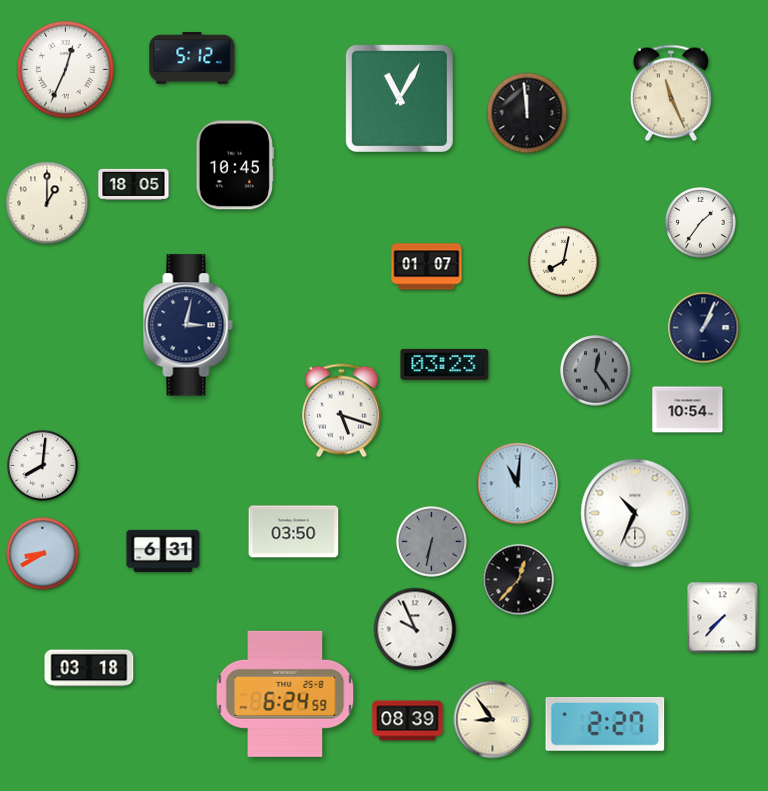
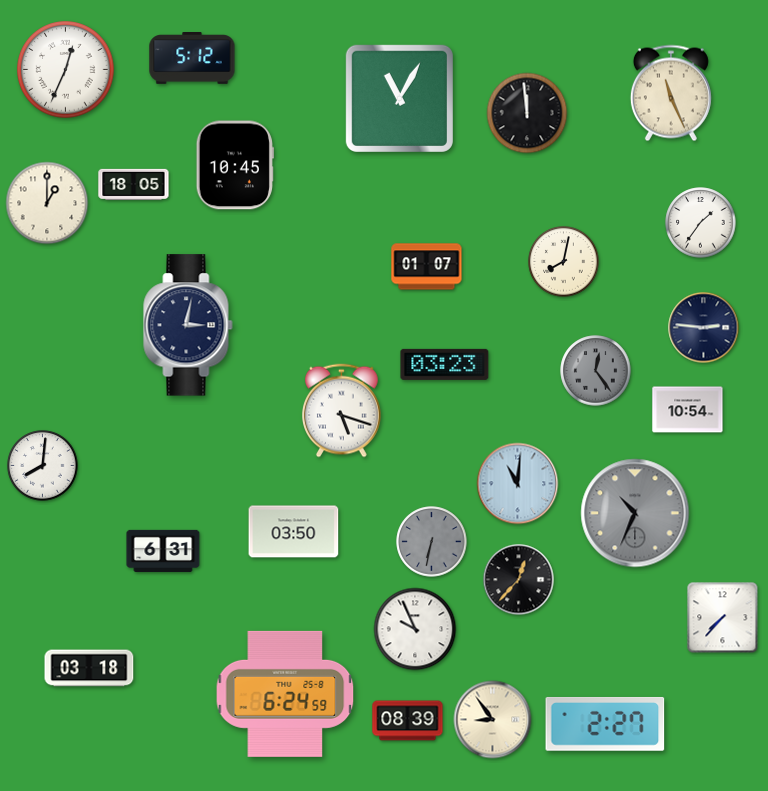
clock at (704, 328): 1:04 -> 2:46
clock at (635, 513) dial: white -> grey
clock at (43, 554): 8:40 -> none
